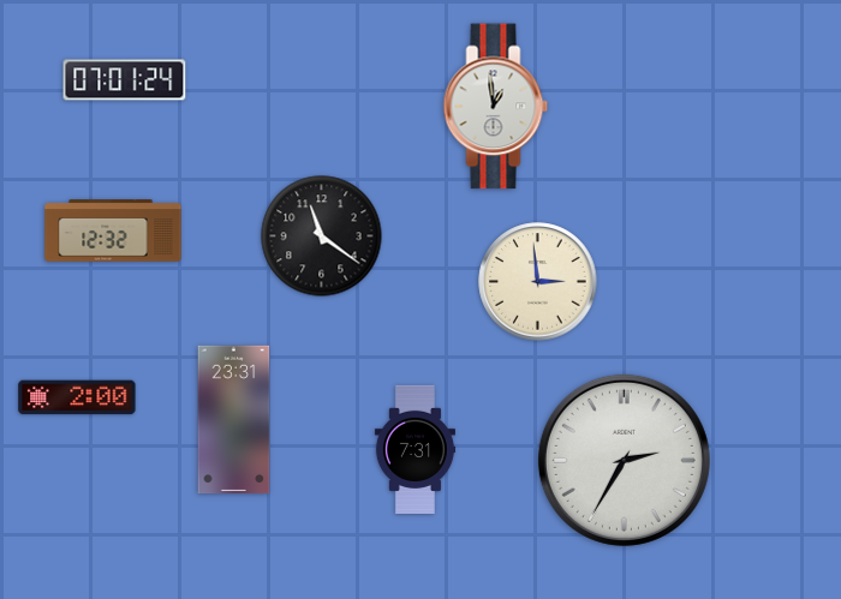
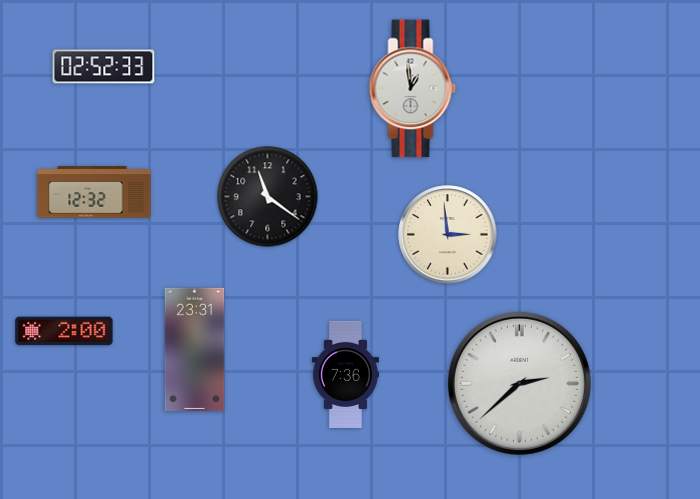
clock at (125, 80): 07:01 -> 02:52
clock at (414, 449): 7:31 -> 7:36
clock at (624, 460): 2:35 -> 2:38
